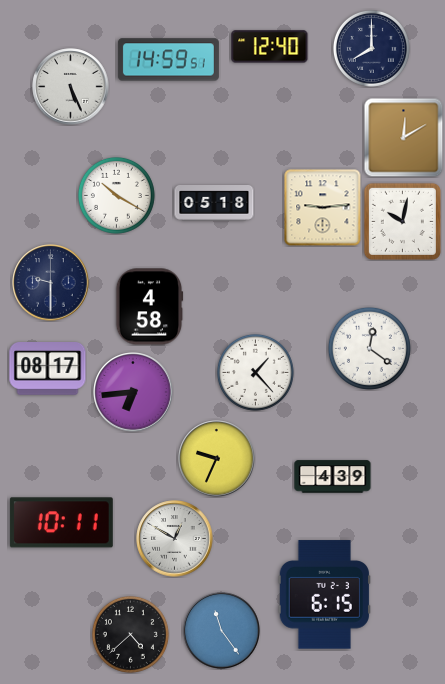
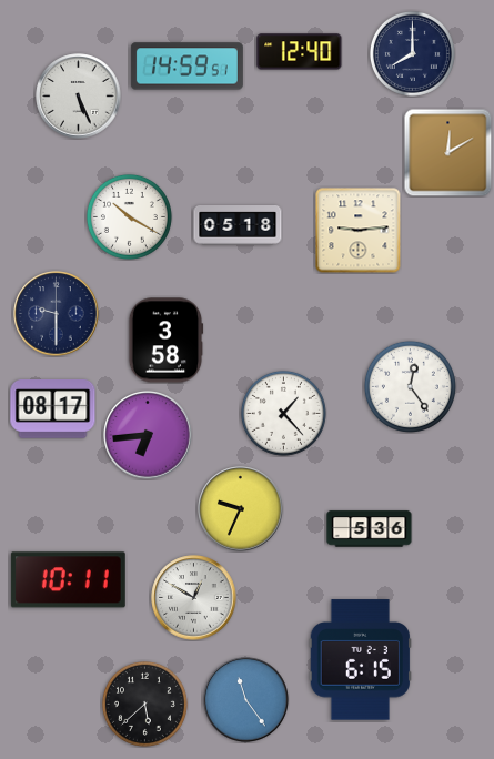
clock at (402, 221): 10:02 -> none
clock at (149, 307): 4:58 -> 3:58
clock at (369, 348): 12:21 -> 12:24
clock at (333, 477): 4:39 -> 5:36
clock at (130, 634): 4:38 -> 5:38
